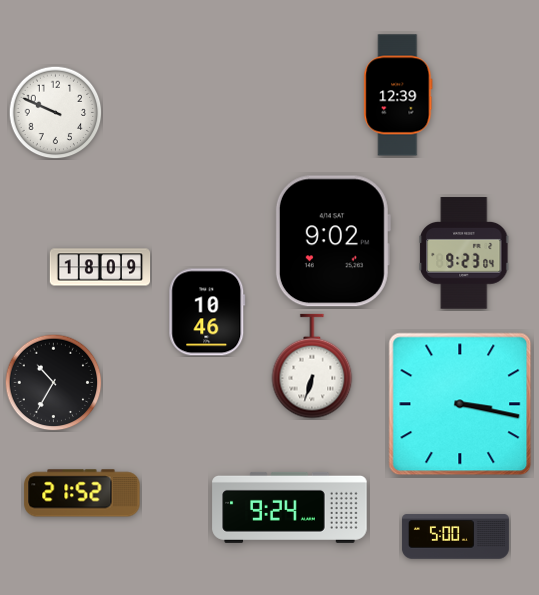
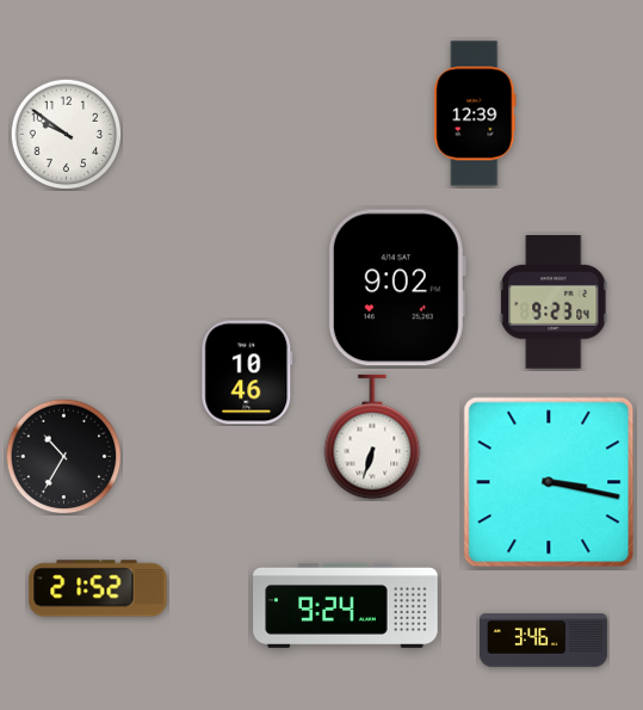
clock at (55, 112): 9:49 -> 9:51
clock at (100, 267): 18:09 -> none
clock at (455, 537): 5:00 -> 3:46
